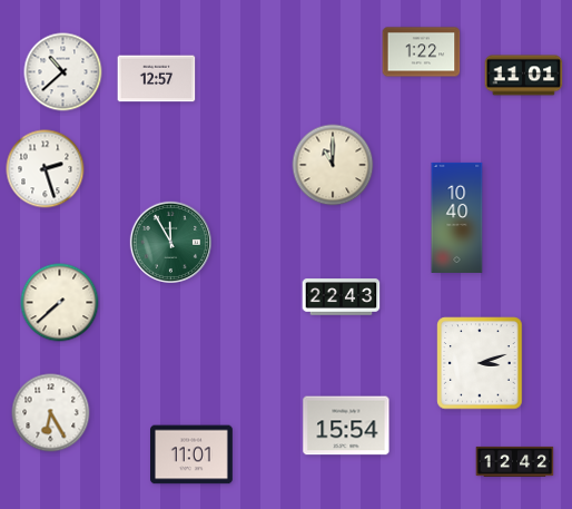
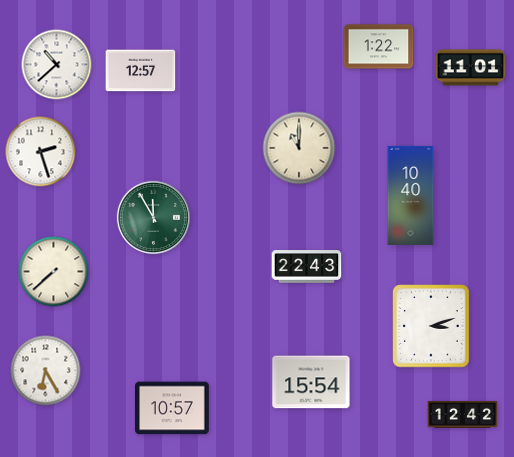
clock at (193, 454): 11:01 -> 10:57
